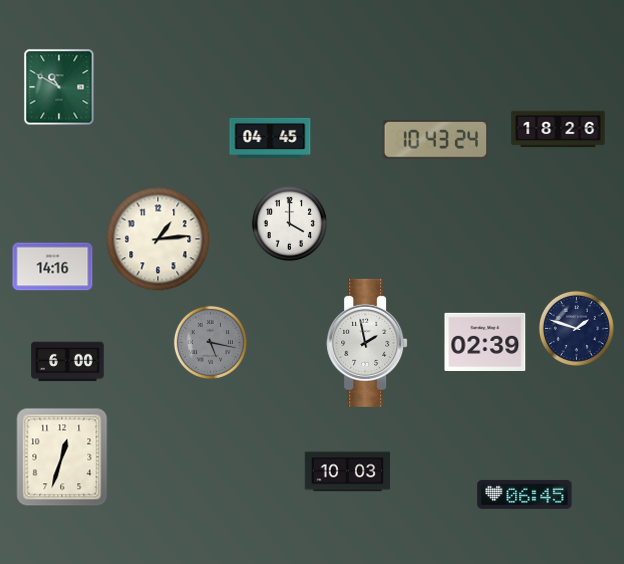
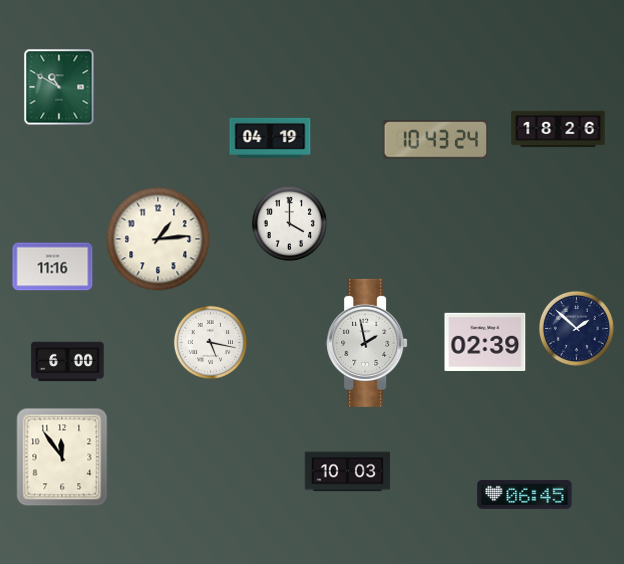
clock at (270, 138): 04:45 -> 04:19
clock at (53, 267): 14:16 -> 11:16
clock at (576, 328): 1:48 -> 1:52
clock at (210, 342) dial: grey -> white
clock at (62, 457): 12:33 -> 11:54
